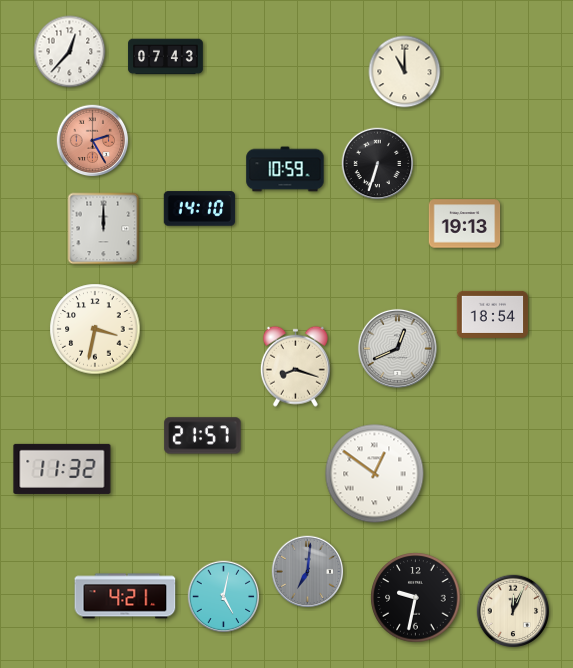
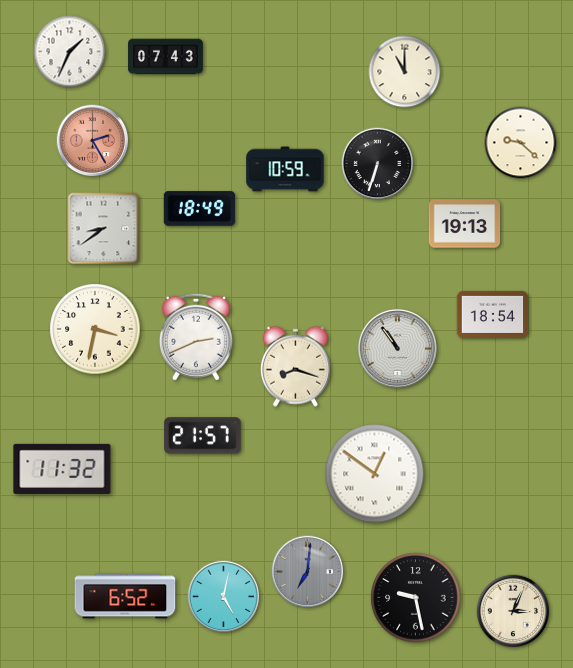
clock at (70, 52): 12:37 -> 1:34
clock at (521, 143): none -> 9:22
clock at (200, 209): 14:10 -> 18:49
clock at (104, 229): 12:00 -> 8:39
clock at (196, 337): none -> 2:41
clock at (397, 348): 12:41 -> 10:54
clock at (125, 596): 4:21 -> 6:52
clock at (416, 598): 9:32 -> 9:28
clock at (513, 611): 12:04 -> 3:04
